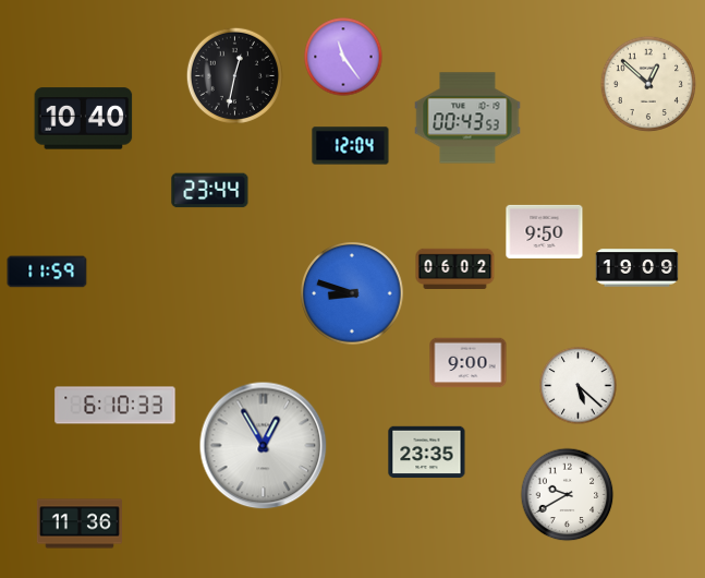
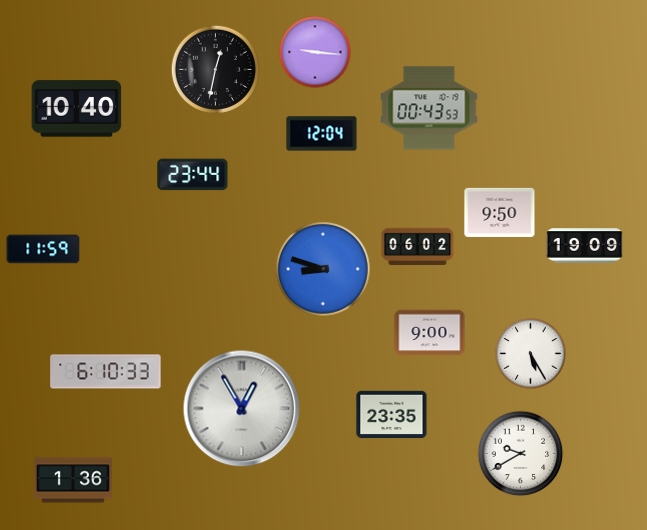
clock at (343, 57): 11:24 -> 9:16
clock at (648, 84): 12:52 -> none
clock at (579, 386): 5:22 -> 5:25
clock at (80, 523): 11:36 -> 1:36
